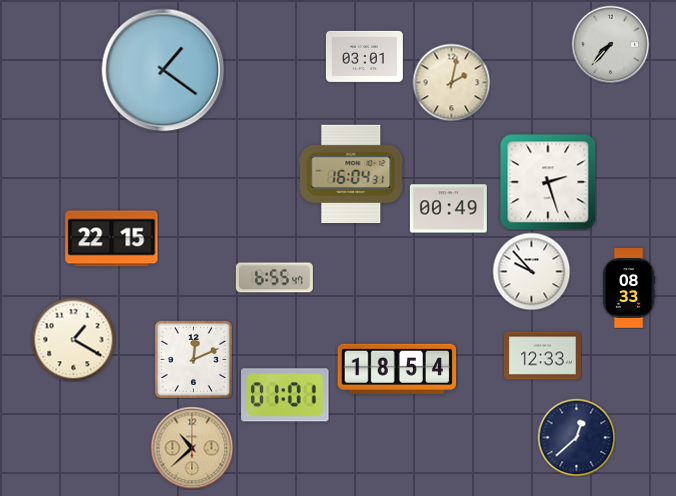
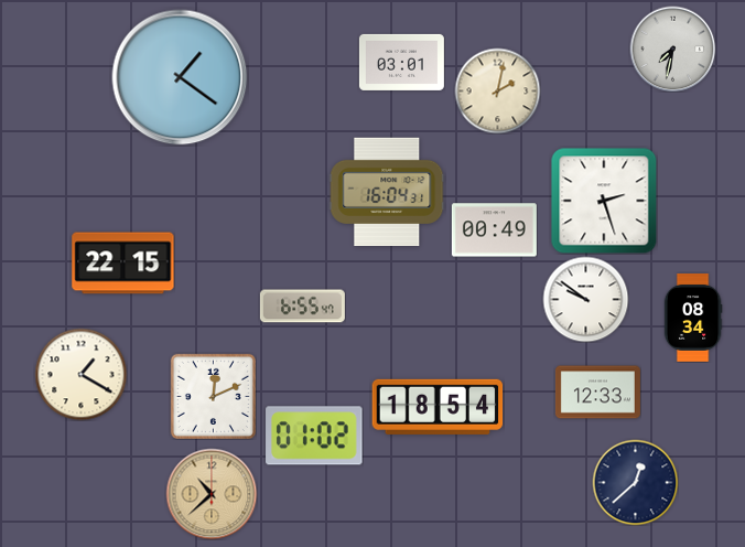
clock at (610, 44): 7:37 -> 7:32
clock at (531, 271): 9:53 -> 9:51
clock at (629, 289): 08:33 -> 08:34
clock at (285, 395): 01:01 -> 01:02
